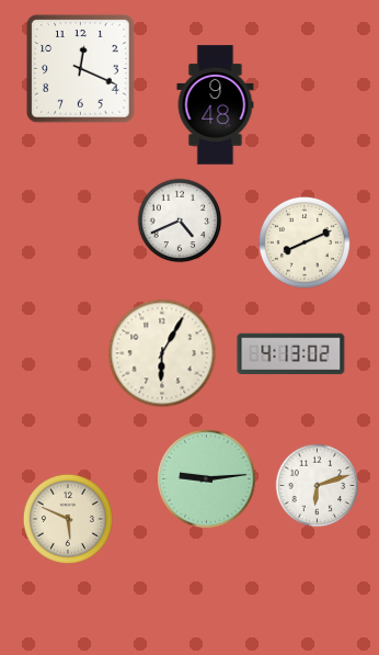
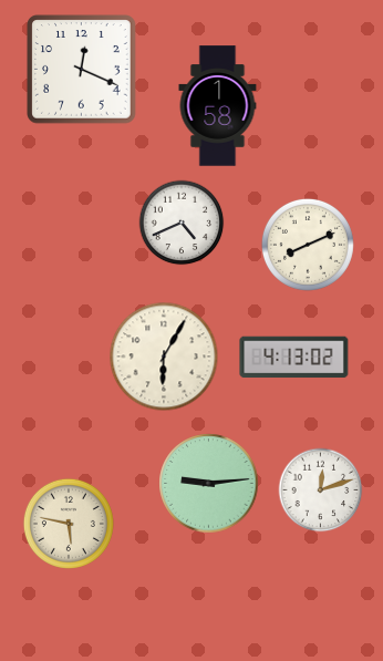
clock at (216, 105): 9:48 -> 1:58
clock at (318, 486): 6:12 -> 12:12
clock at (68, 519): 5:49 -> 5:47
